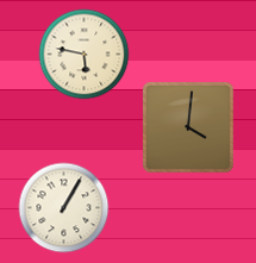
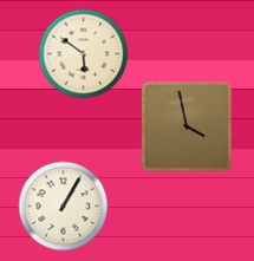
clock at (85, 55): 5:47 -> 5:51
clock at (189, 129): 4:01 -> 3:58
